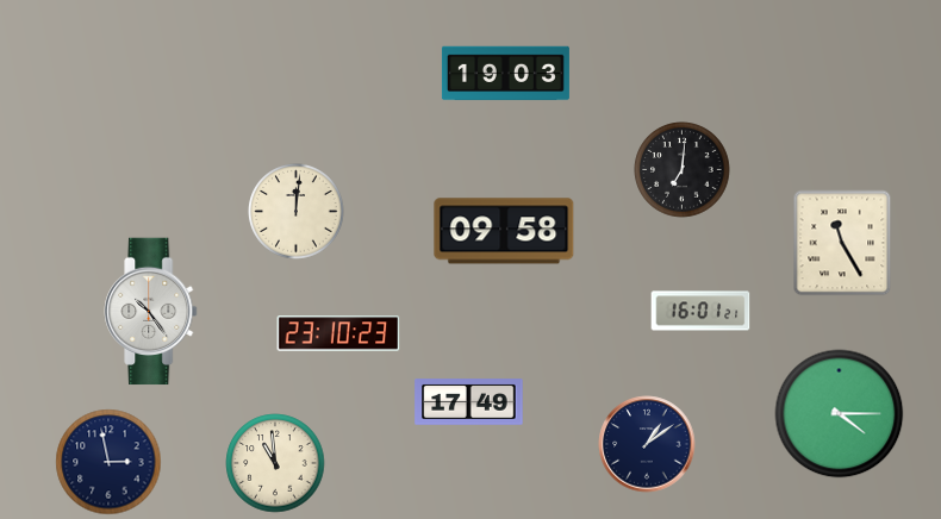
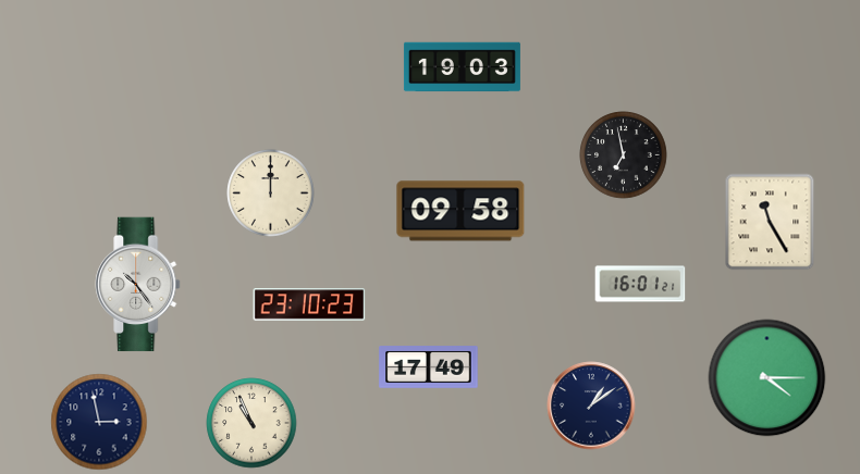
clock at (683, 170): 7:01 -> 6:58
clock at (297, 212): 12:01 -> 12:00
clock at (275, 463): 10:59 -> 10:56
